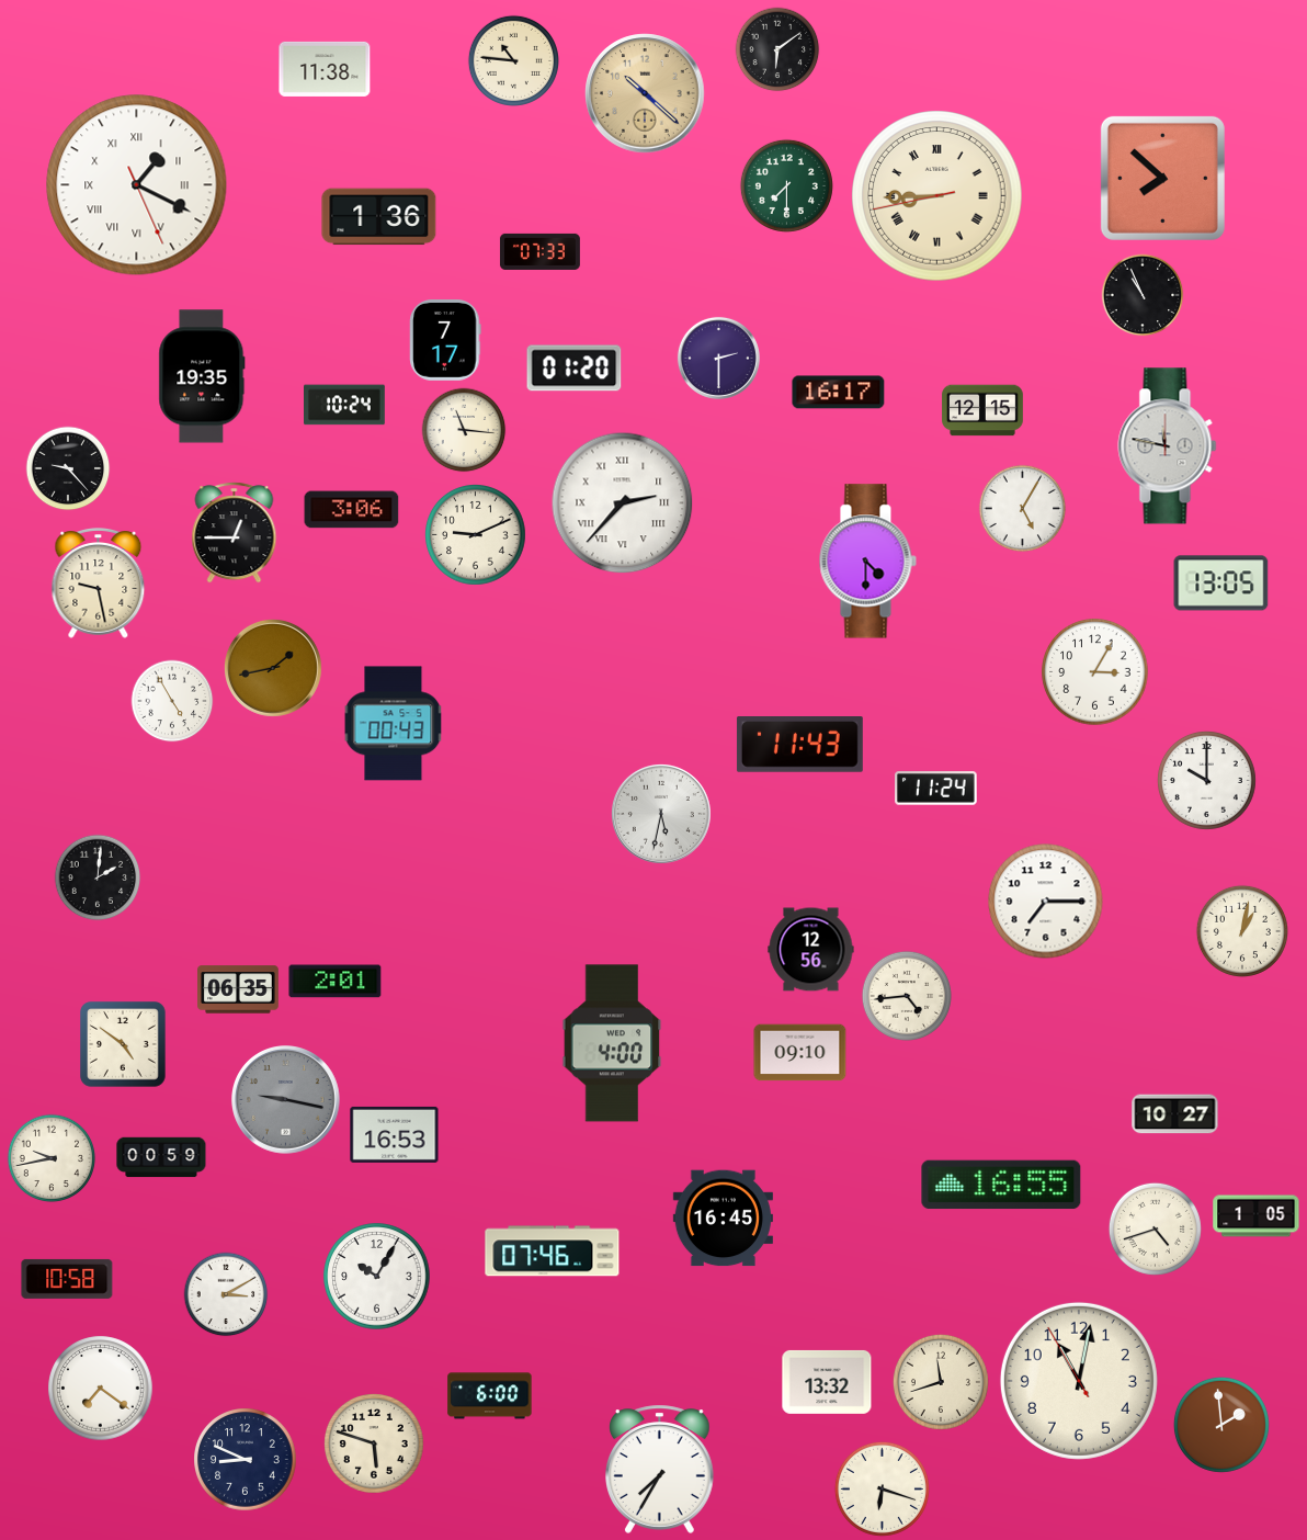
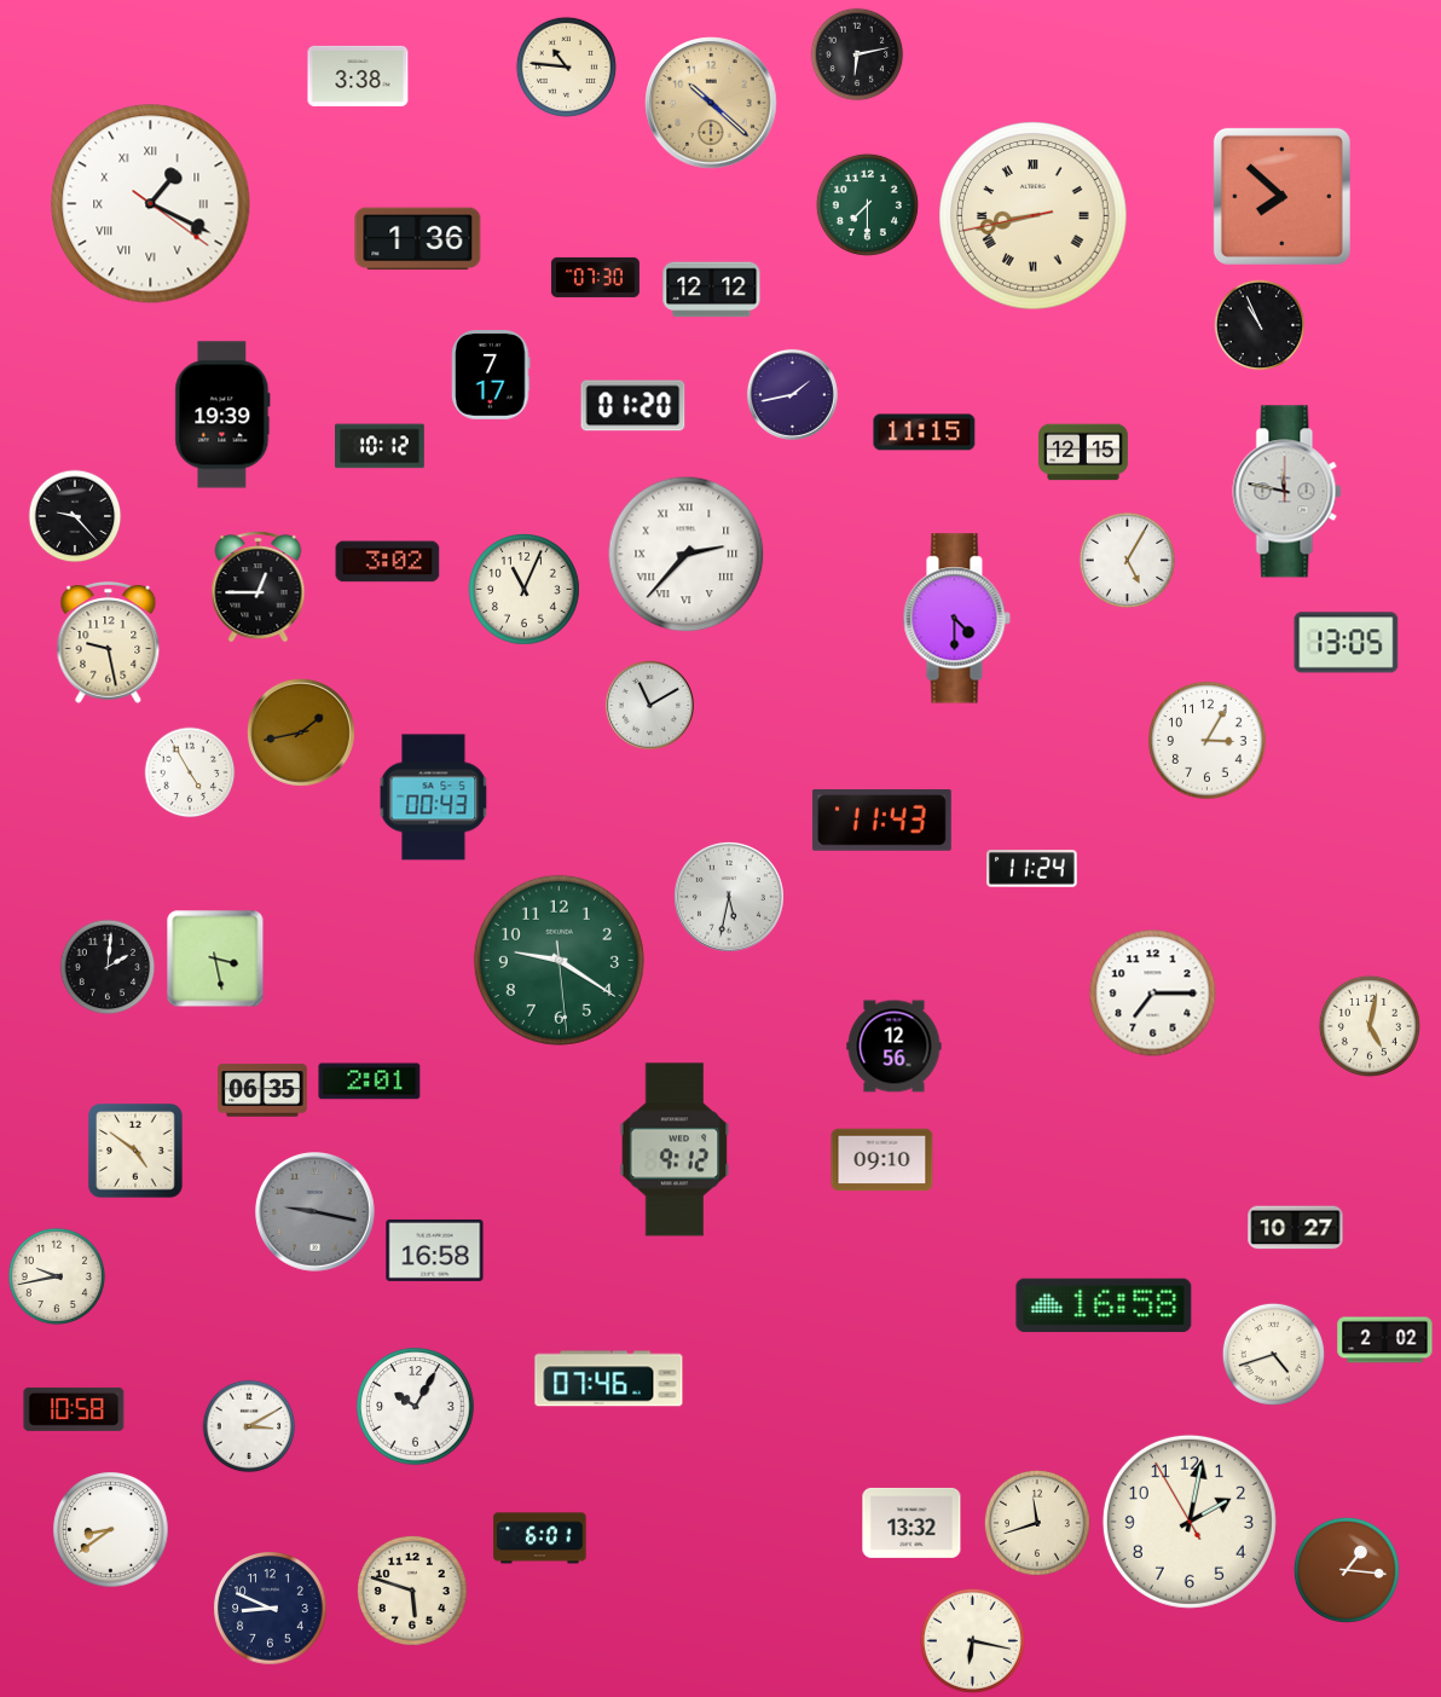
clock at (777, 49): 6:09 -> 6:13
clock at (325, 69): 11:38 -> 3:38
clock at (137, 185): 1:19:26 -> 1:19:21
clock at (937, 196): 8:44 -> 8:42
clock at (539, 251): 07:33 -> 07:30
clock at (712, 290): none -> 12:12
clock at (718, 358): 2:30 -> 1:43
clock at (202, 376): 19:35 -> 19:39
clock at (839, 393): 16:17 -> 11:15
clock at (345, 405): 10:24 -> 10:12
clock at (464, 430): 11:16 -> none
clock at (352, 510): 3:06 -> 3:02
clock at (476, 535): 9:11 -> 11:04
clock at (649, 705): none -> 11:10
clock at (273, 668) position: (273, 668) -> (301, 732)
clock at (1206, 780): 10:00 -> none
clock at (215, 958): none -> 3:28
clock at (559, 960): none -> 9:20
clock at (1242, 931): 1:02 -> 5:02
clock at (906, 995): 4:44 -> none
clock at (612, 1043): 4:00 -> 9:12
clock at (395, 1134): 16:53 -> 16:58
clock at (161, 1157): 00:59 -> none
clock at (1001, 1185): 16:55 -> 16:58
clock at (1257, 1216): 1:05 -> 2:02
clock at (723, 1219): 16:45 -> none
clock at (1079, 1381): 11:01 -> 2:01
clock at (101, 1389): 7:21 -> 8:39
clock at (490, 1396): 6:00 -> 6:01
clock at (1221, 1425): 1:59 -> 1:16
clock at (660, 1469): 7:35 -> none
clock at (882, 1488): 6:18 -> 6:17
